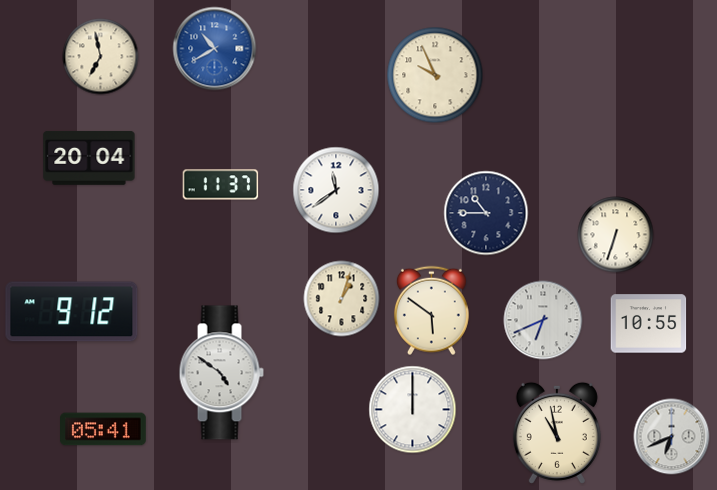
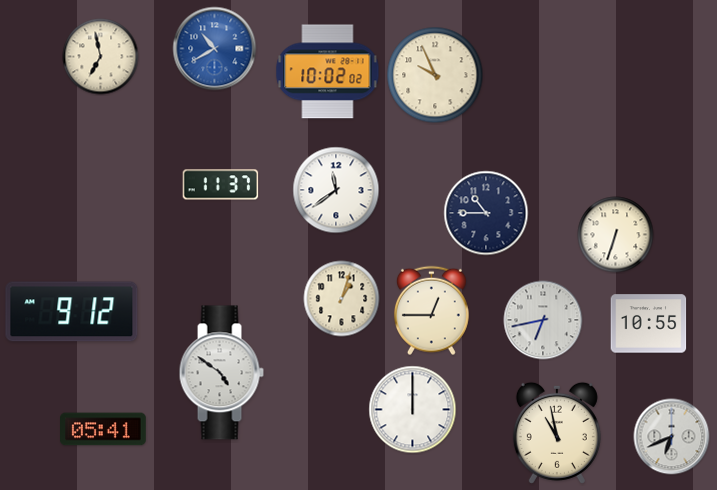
clock at (328, 72): none -> 10:02
clock at (89, 158): 20:04 -> none
clock at (431, 311): 5:51 -> 12:45
clock at (543, 320): 6:41 -> 6:43
